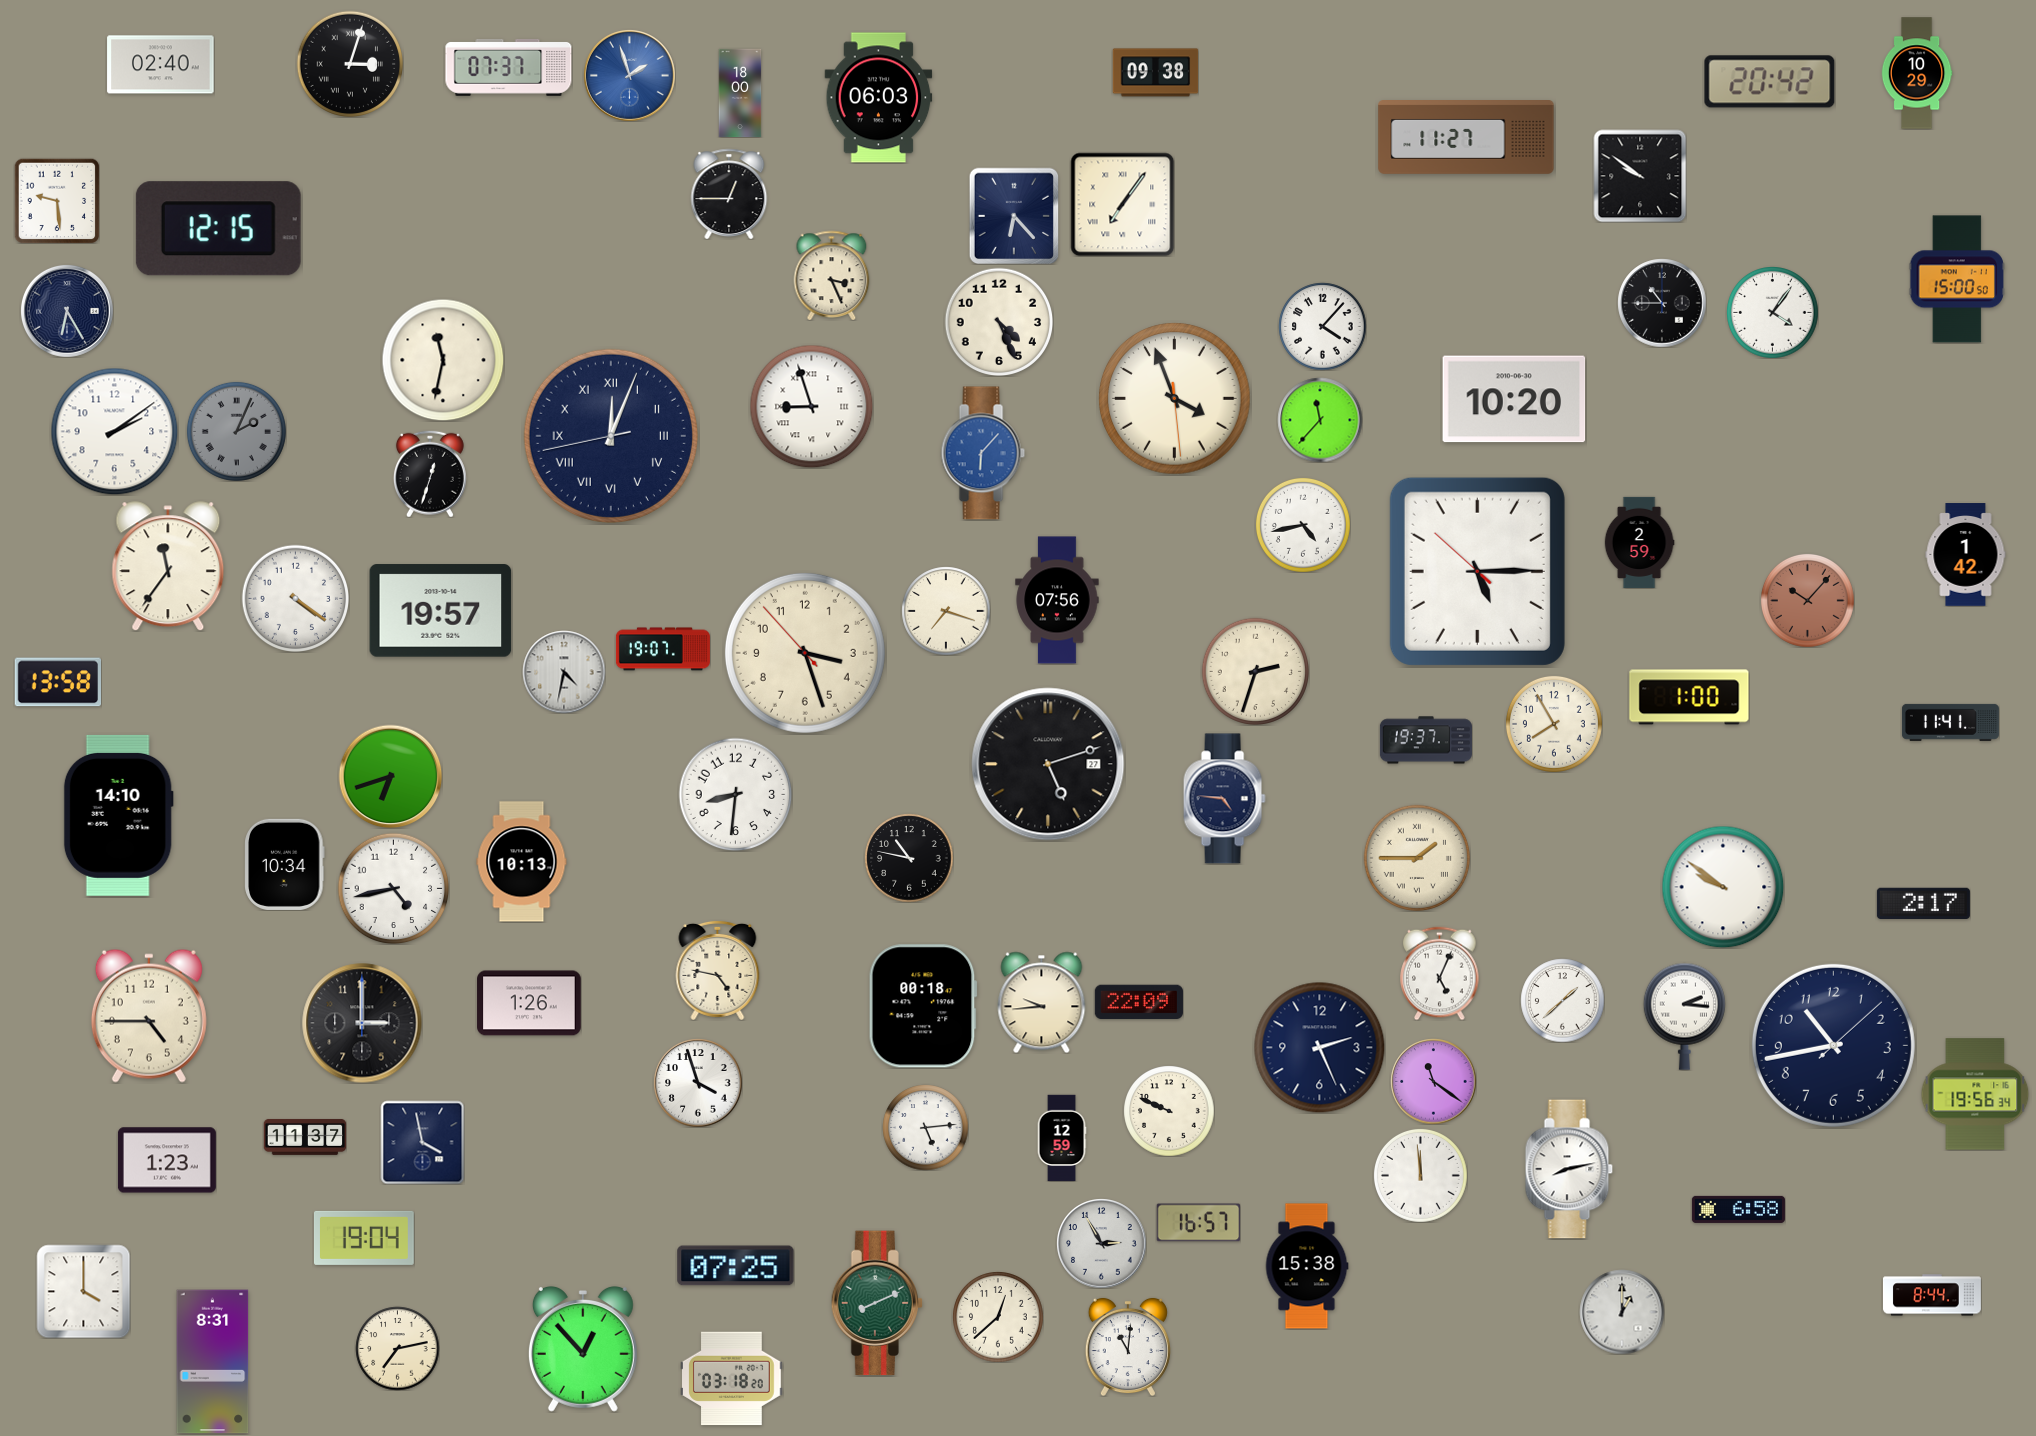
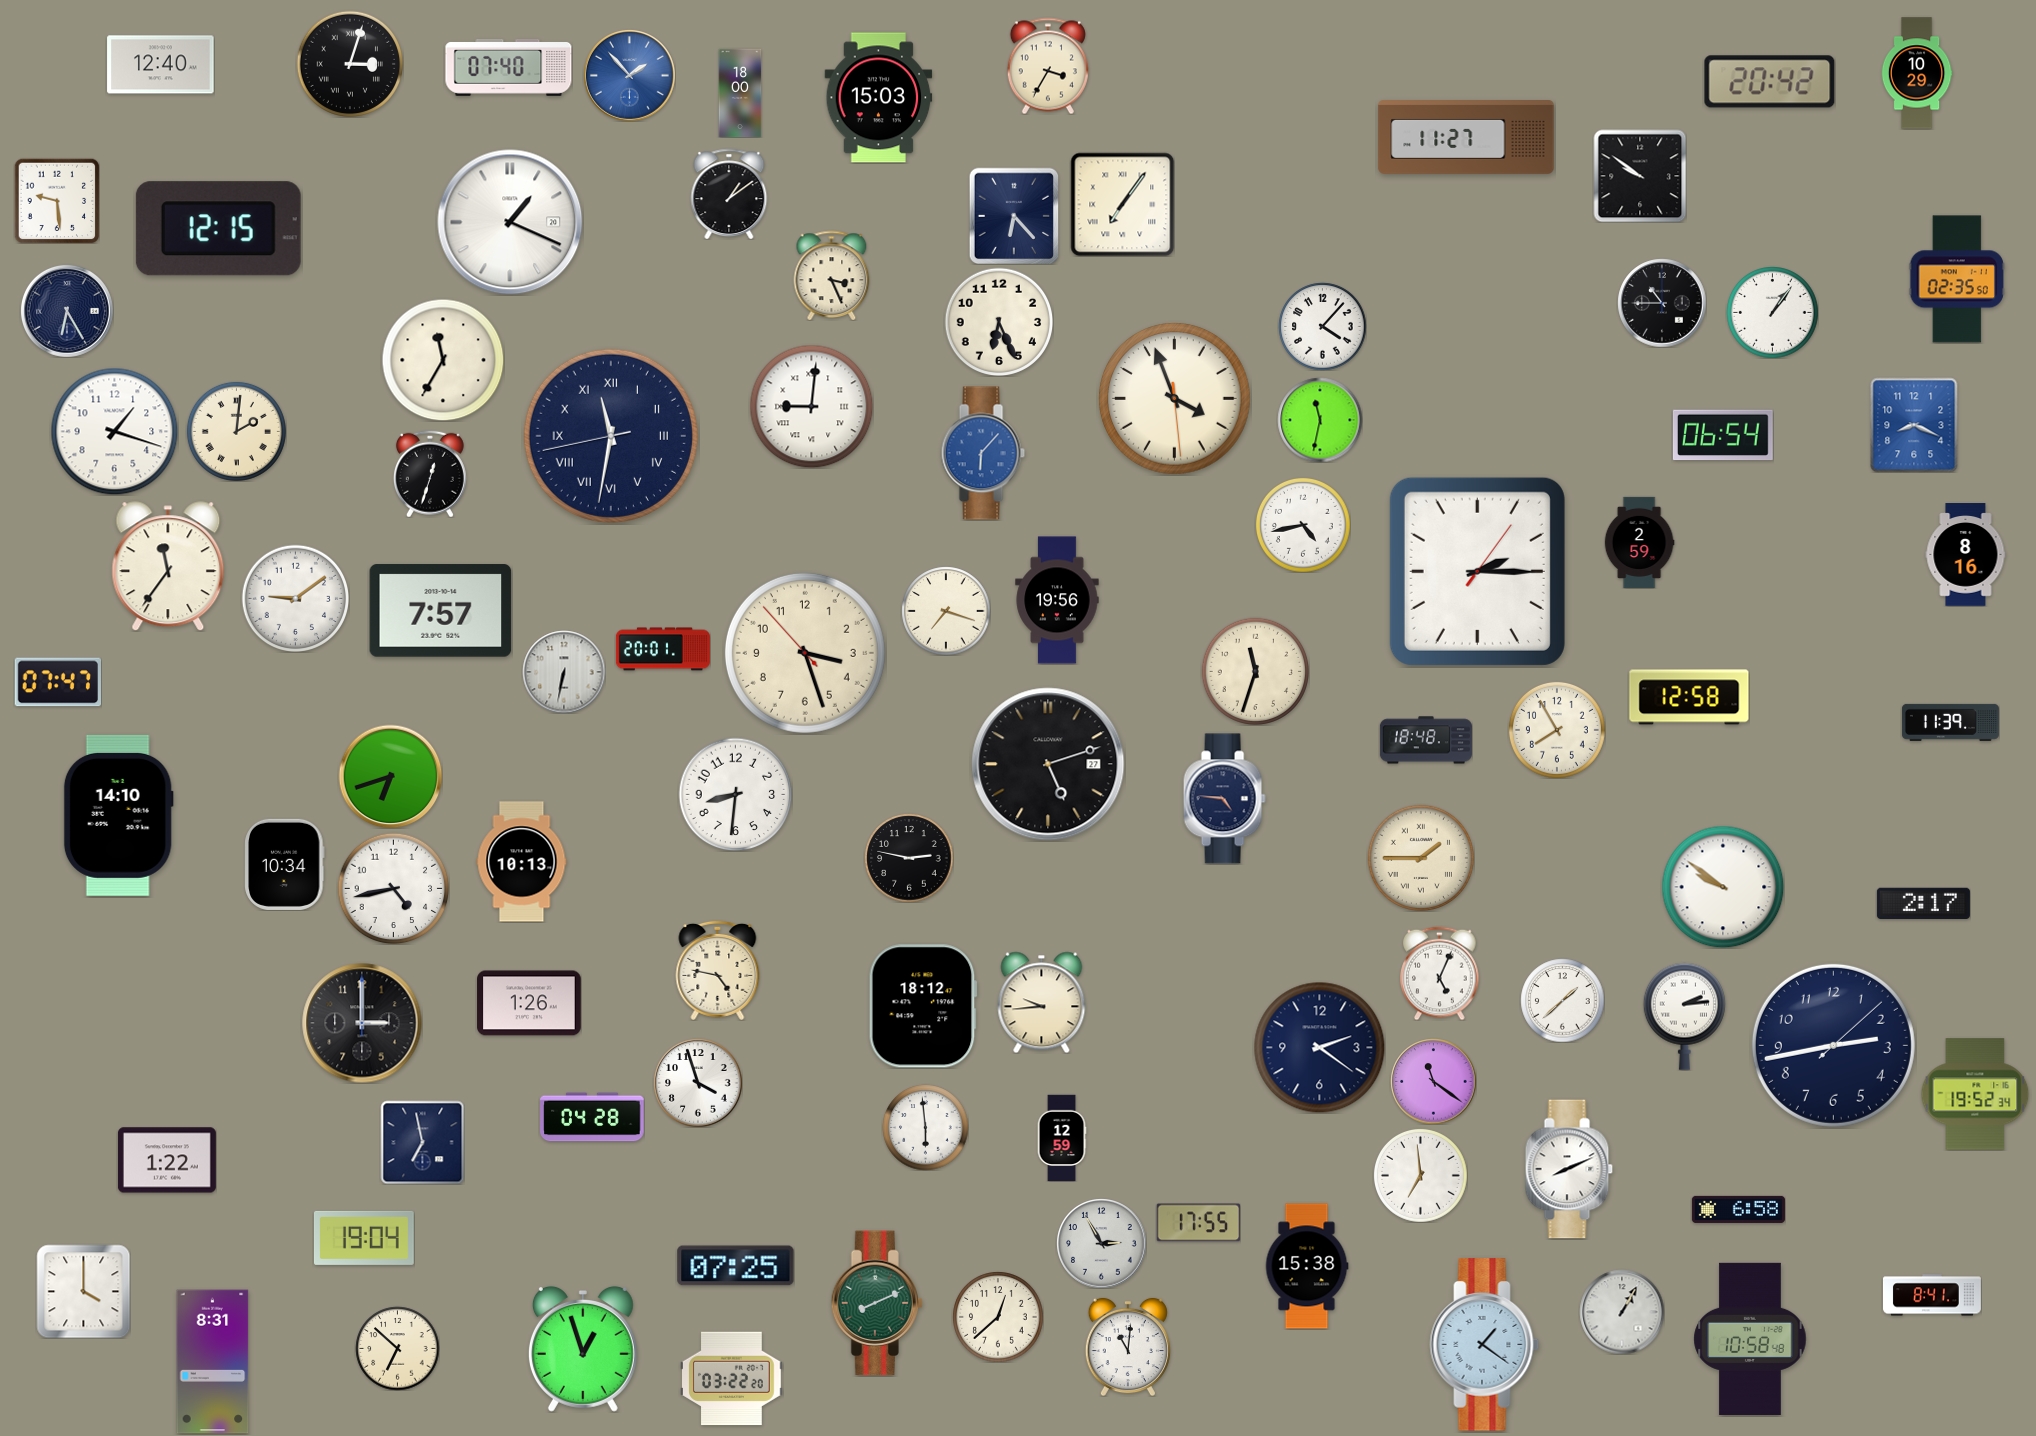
clock at (161, 65): 02:40 -> 12:40
clock at (1048, 66): none -> 3:35
clock at (509, 67): 07:37 -> 07:40
clock at (1155, 73): 09:38 -> none
clock at (630, 76): 1:57 -> 1:53
clock at (879, 98): 06:03 -> 15:03
clock at (729, 194): 12:45 -> 1:09
clock at (510, 222): none -> 1:19
clock at (1956, 279): 15:00 -> 02:35
clock at (1773, 313): 4:06 -> 1:06
clock at (999, 322): 4:26 -> 6:26
clock at (443, 360): 11:32 -> 11:35
clock at (1514, 399): 10:20 -> none
clock at (811, 406): 8:57 -> 9:01
clock at (1320, 420): 11:37 -> 11:32
clock at (1914, 425): none -> 8:19
clock at (114, 431): 2:09 -> 1:18
clock at (236, 431): 2:04 -> 2:01
clock at (236, 431) dial: grey -> cream
clock at (1723, 435): none -> 06:54
clock at (611, 436): 12:03 -> 11:31
clock at (1966, 555): 1:42 -> 8:16
clock at (1477, 571): 5:14 -> 2:15
clock at (295, 598): 4:21 -> 9:09
clock at (1057, 600): 07:56 -> 19:56
clock at (1807, 600): 10:07 -> none
clock at (441, 611): 19:57 -> 7:57
clock at (663, 649): 19:07 -> 20:01
clock at (1255, 671): 2:33 -> 11:33
clock at (564, 672): 4:32 -> 6:32
clock at (57, 682): 13:58 -> 07:47
clock at (1689, 697): 1:00 -> 12:58
clock at (1950, 722): 11:41 -> 11:39
clock at (1554, 724) position: (1554, 724) -> (1557, 730)
clock at (1426, 740): 19:37 -> 18:48
clock at (1416, 857) position: (1416, 857) -> (1420, 857)
clock at (909, 858): 10:47 -> 2:47
clock at (1138, 1002): 22:09 -> none
clock at (923, 1006): 00:18 -> 18:12
clock at (149, 1016): 4:45 -> none
clock at (1684, 1016): 2:16 -> 2:14
clock at (1833, 1045): 10:43 -> 2:43
clock at (1320, 1048): 2:26 -> 2:21
clock at (1975, 1094): 19:56 -> 19:52
clock at (1169, 1111): 9:49 -> none
clock at (592, 1117): none -> 04:28
clock at (925, 1127): 5:14 -> 5:59
clock at (305, 1137): 11:37 -> none
clock at (422, 1142): 3:58 -> 6:58
clock at (167, 1160): 1:23 -> 1:22
clock at (1569, 1169): 8:13 -> 8:11
clock at (1420, 1175): 11:59 -> 6:59
clock at (1198, 1223): 16:57 -> 17:55
clock at (1932, 1295): 8:44 -> 8:41
clock at (1622, 1312): 1:00 -> 1:05
clock at (1750, 1339): none -> 10:58
clock at (1485, 1345): none -> 1:21
clock at (397, 1348): 7:13 -> 6:52
clock at (583, 1349): 12:53 -> 12:57
clock at (732, 1379): 03:18 -> 03:22
